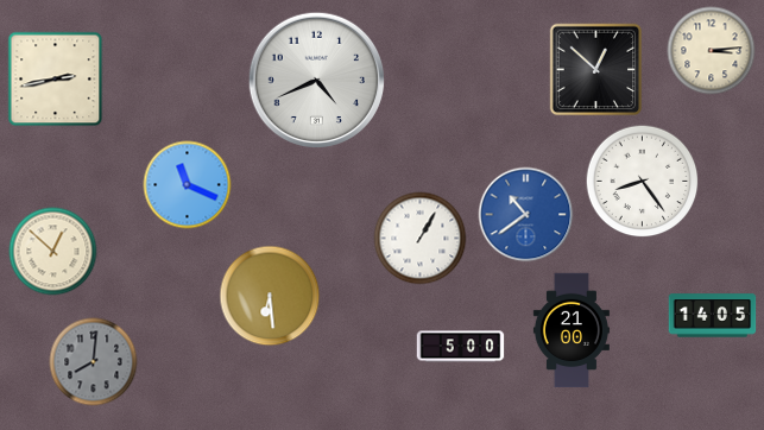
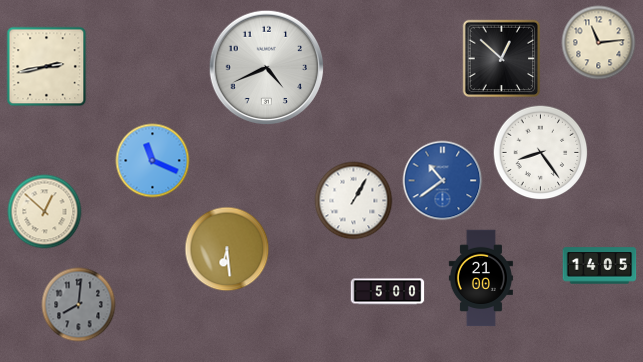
clock at (712, 51): 3:14 -> 11:14
clock at (188, 185) position: (188, 185) -> (153, 161)
